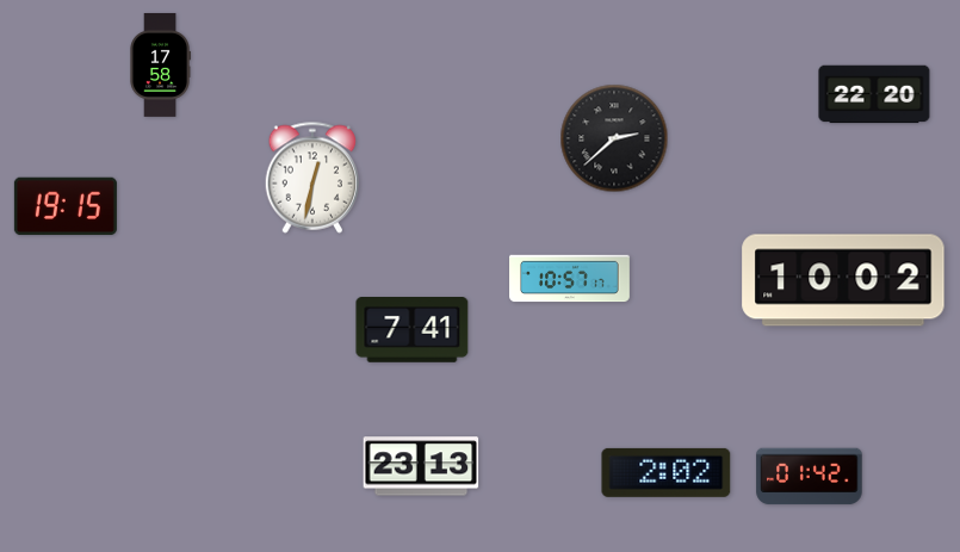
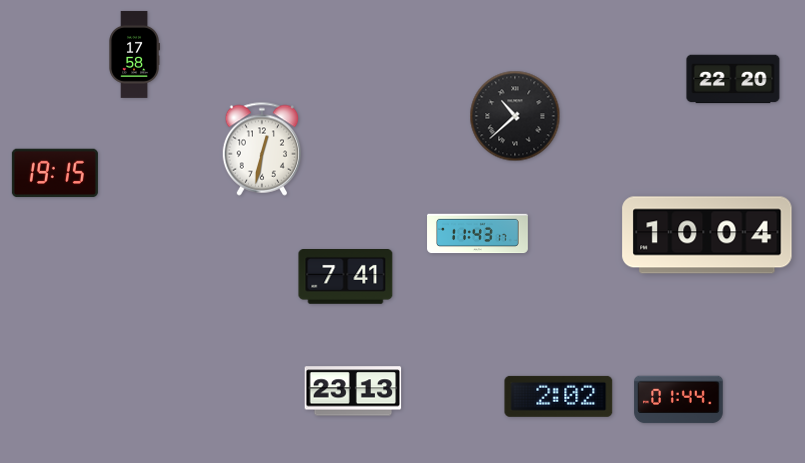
clock at (614, 138): 2:38 -> 10:38
clock at (570, 279): 10:57 -> 11:43
clock at (843, 280): 10:02 -> 10:04
clock at (810, 477): 01:42 -> 01:44
